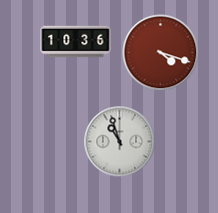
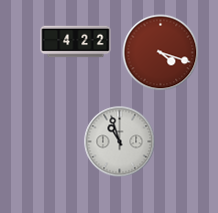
clock at (76, 42): 10:36 -> 4:22
